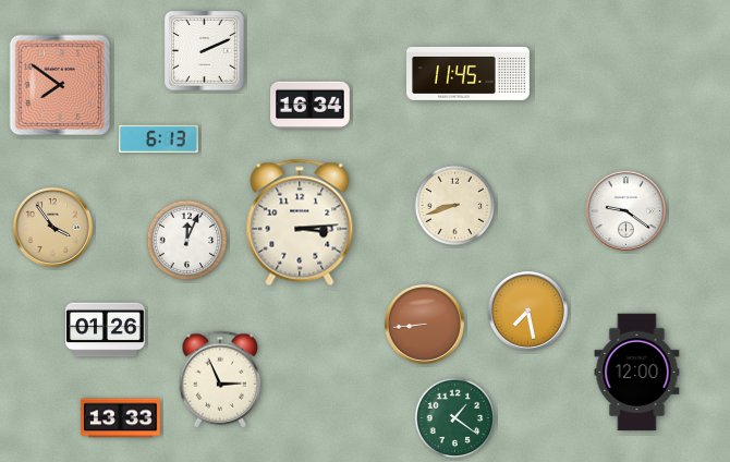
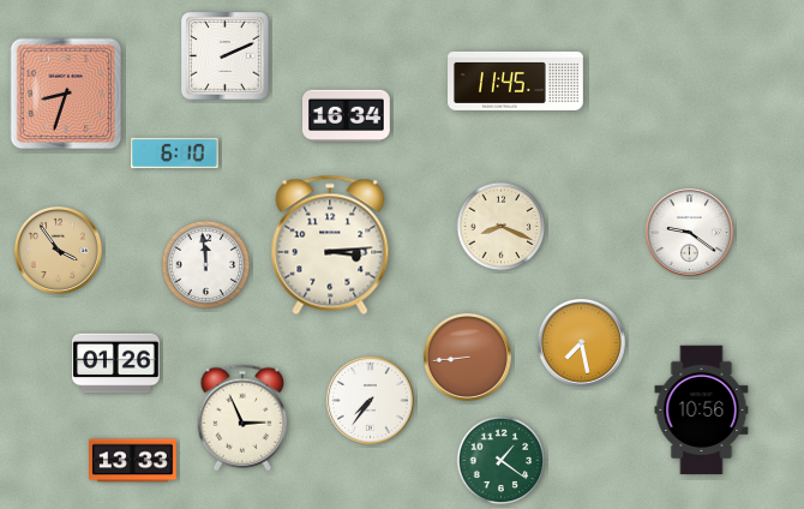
clock at (60, 85): 7:51 -> 8:33
clock at (311, 106) position: (311, 106) -> (347, 116)
clock at (159, 139): 6:13 -> 6:10
clock at (455, 206): 8:42 -> 8:19
clock at (187, 241): 12:04 -> 11:59
clock at (370, 400): none -> 7:36
clock at (637, 373): 12:00 -> 10:56
